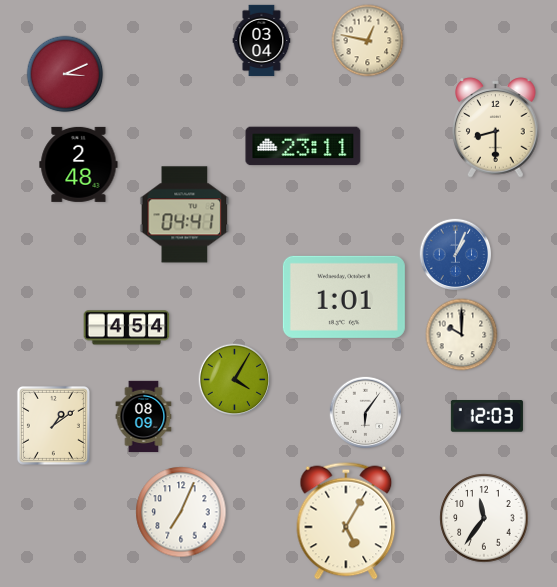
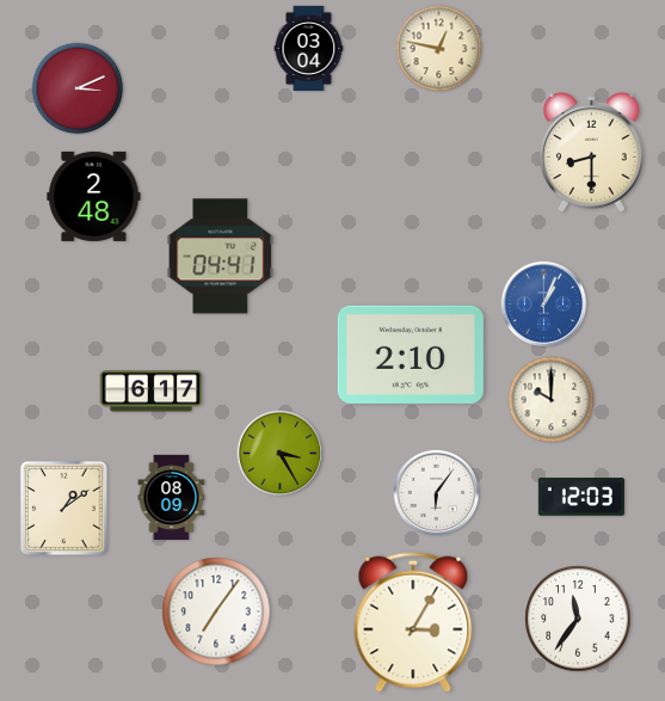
clock at (262, 41) position: (262, 41) -> (309, 49)
clock at (303, 146): 23:11 -> none
clock at (344, 297): 1:01 -> 2:10
clock at (127, 328): 4:54 -> 6:17
clock at (235, 380): 4:05 -> 3:25
clock at (181, 512): 7:04 -> 7:06
clock at (346, 521): 5:05 -> 3:05
